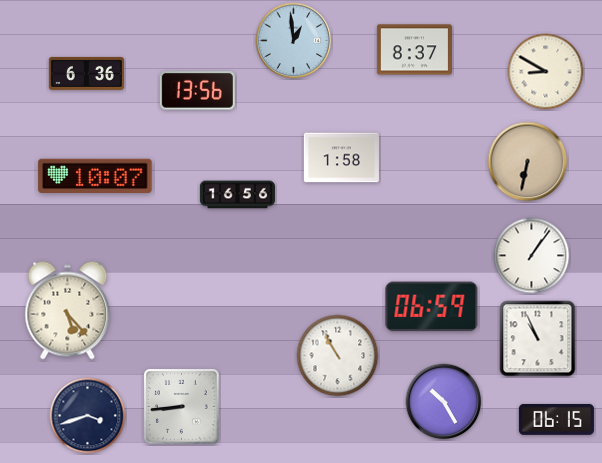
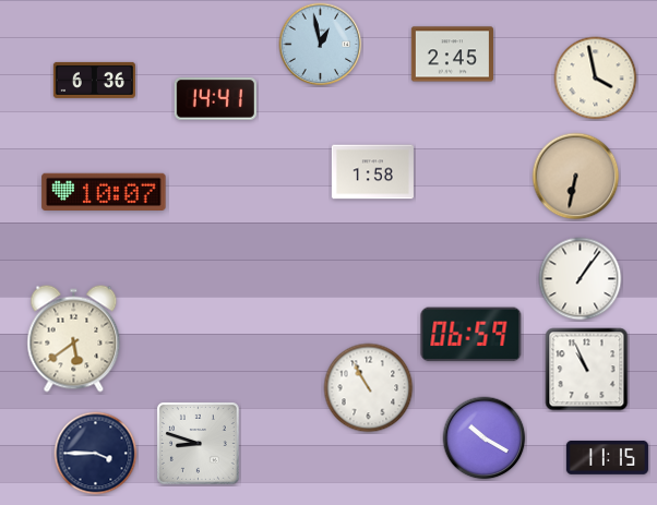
clock at (294, 41): 12:59 -> 12:58
clock at (414, 50): 8:37 -> 2:45
clock at (546, 72): 8:50 -> 3:58
clock at (197, 91): 13:56 -> 14:41
clock at (237, 195): 16:56 -> none
clock at (68, 311): 5:23 -> 5:39
clock at (444, 402): 10:25 -> 10:20
clock at (182, 407): 8:44 -> 8:48
clock at (88, 416): 3:42 -> 3:45
clock at (556, 419): 06:15 -> 11:15
